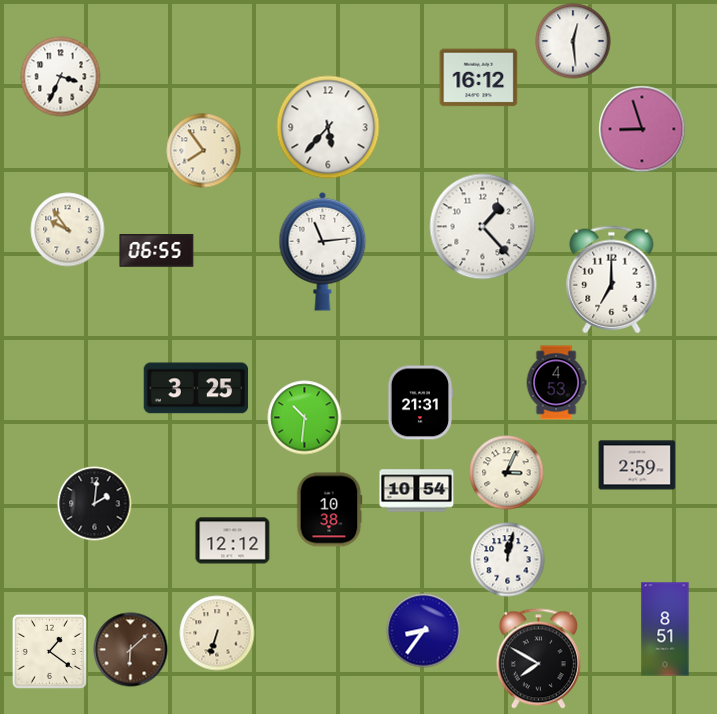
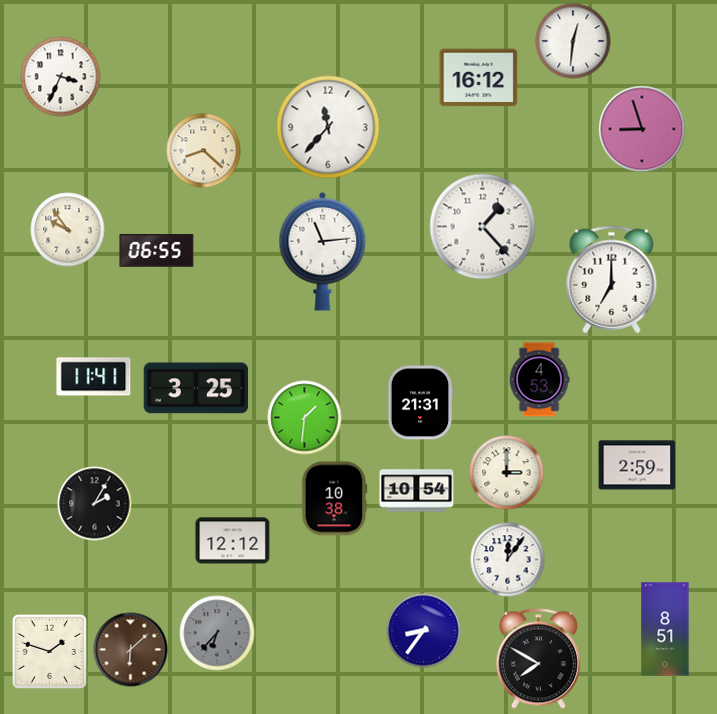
clock at (573, 41): 12:29 -> 12:31
clock at (328, 127): 5:37 -> 11:37
clock at (204, 151): 7:54 -> 8:22
clock at (94, 377): none -> 11:41
clock at (556, 383) position: (556, 383) -> (539, 380)
clock at (305, 418): 10:31 -> 1:31
clock at (507, 473): 3:04 -> 3:00
clock at (95, 504): 2:01 -> 2:05
clock at (330, 510) position: (330, 510) -> (335, 499)
clock at (508, 560): 12:02 -> 12:06
clock at (217, 633): 6:33 -> 6:37
clock at (217, 633) dial: cream -> grey
clock at (49, 651): 1:21 -> 1:48
